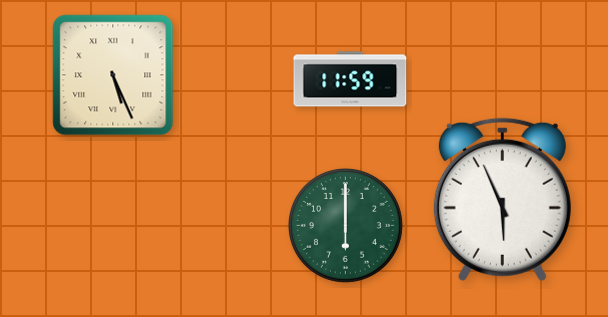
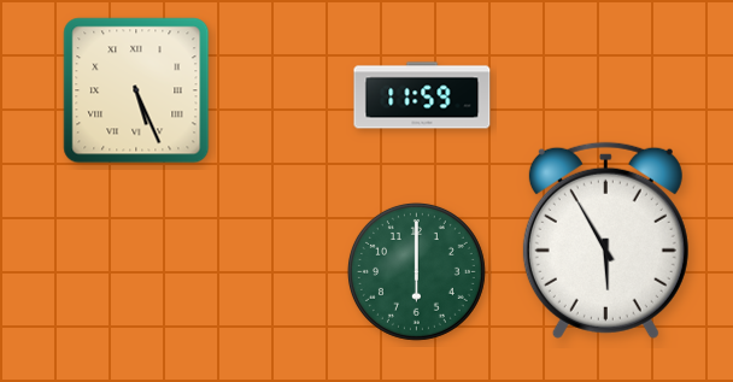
clock at (502, 199): 5:56 -> 5:55
